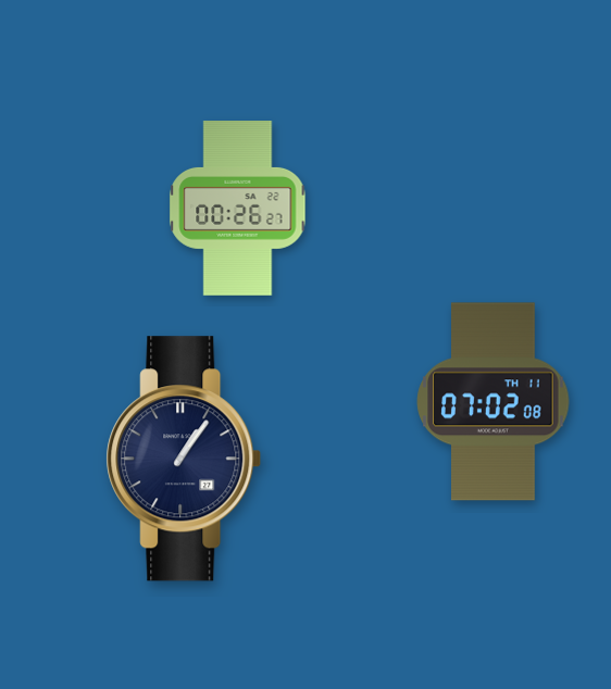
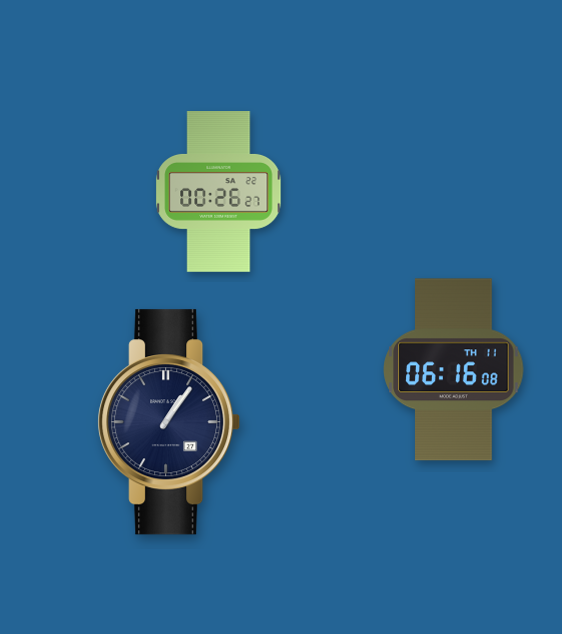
clock at (494, 402): 07:02 -> 06:16
